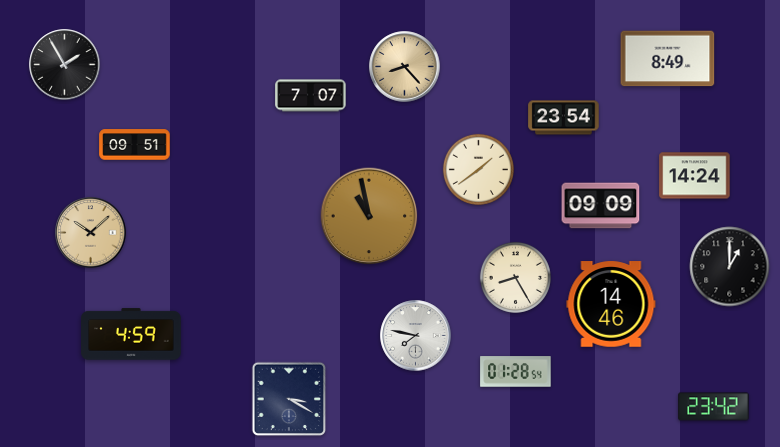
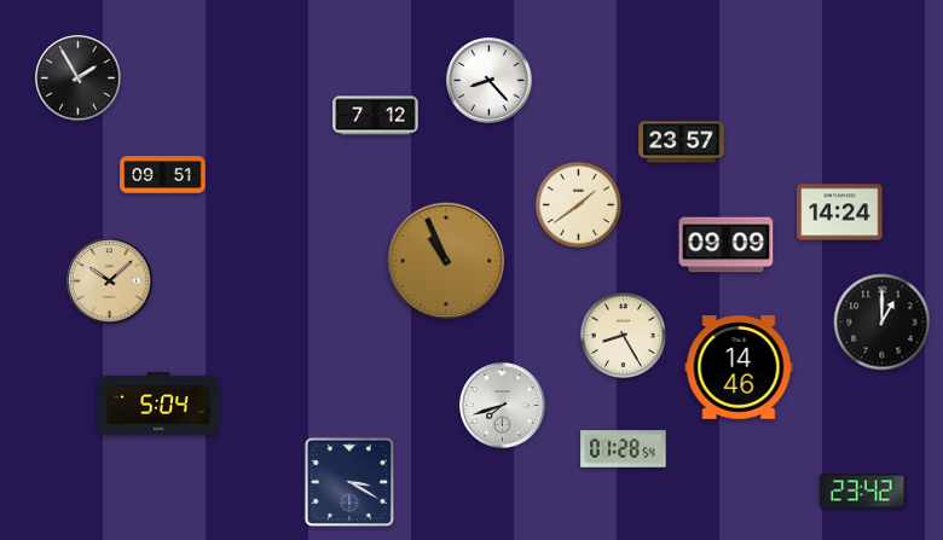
clock at (668, 59): 8:49 -> none
clock at (405, 67) dial: champagne -> white
clock at (311, 96): 7:07 -> 7:12
clock at (564, 118): 23:54 -> 23:57
clock at (601, 206) position: (601, 206) -> (727, 245)
clock at (369, 216): 10:58 -> 10:56
clock at (131, 334): 4:59 -> 5:04
clock at (416, 336): 7:47 -> 7:42
